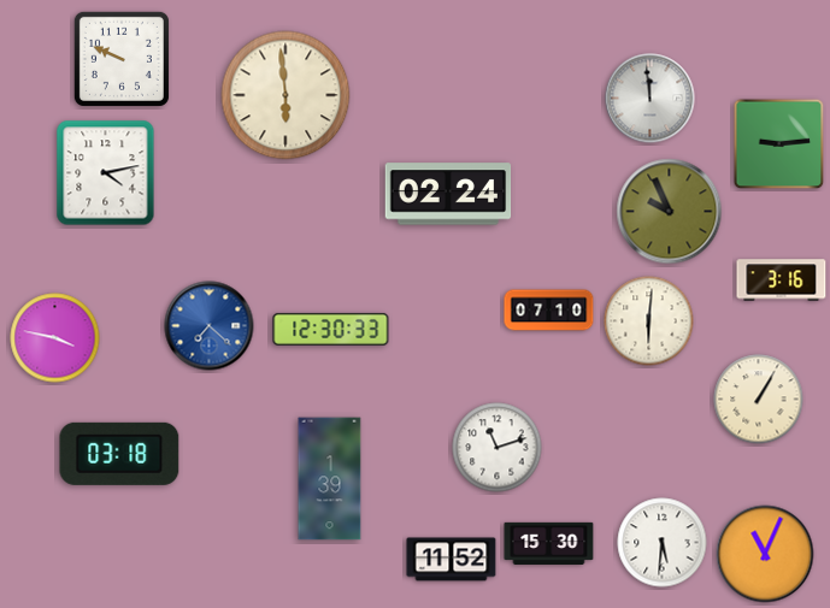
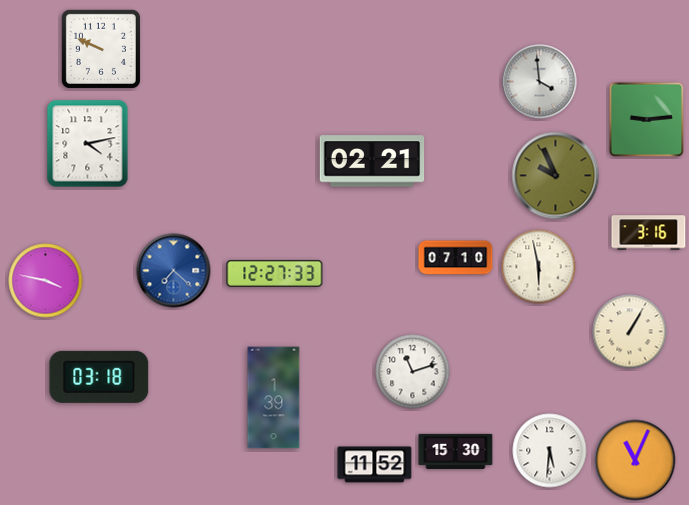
clock at (286, 95): 5:59 -> none
clock at (651, 99): 11:59 -> 3:59
clock at (448, 194): 02:24 -> 02:21
clock at (649, 321): 6:01 -> 5:58
clock at (331, 329): 12:30 -> 12:27
